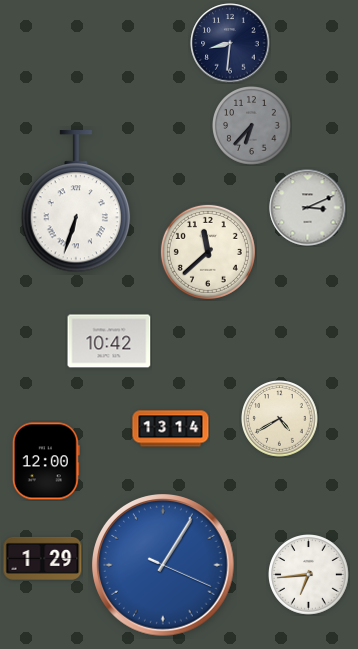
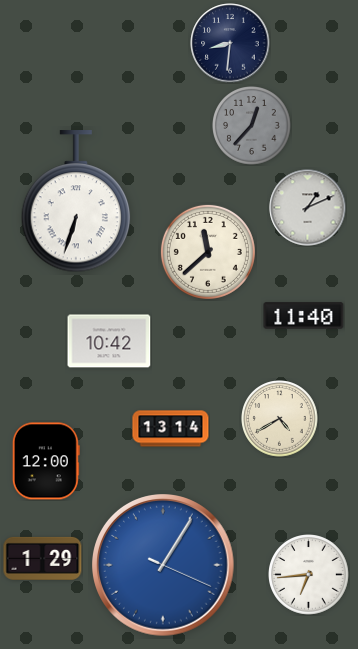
clock at (252, 126): 6:37 -> 12:37
clock at (308, 208): 3:11 -> 1:11
clock at (304, 316): none -> 11:40
